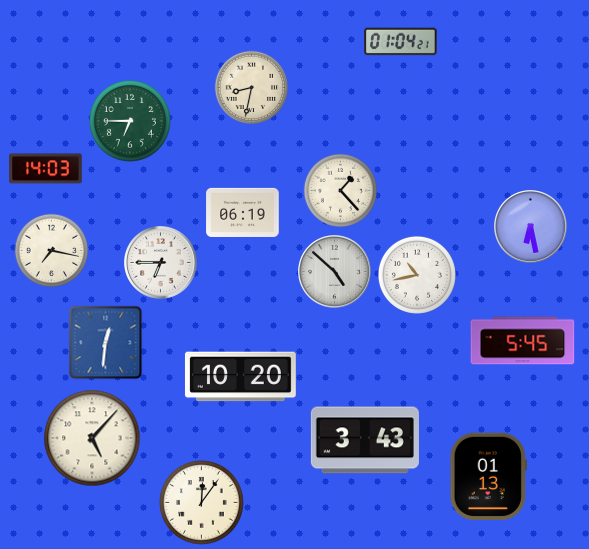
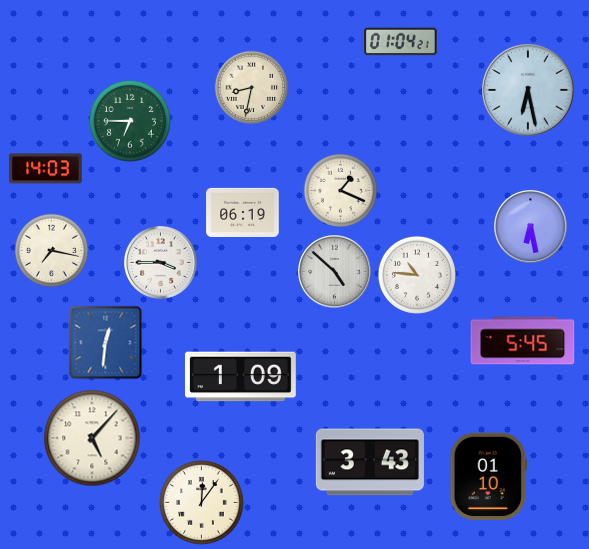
clock at (528, 90): none -> 6:28
clock at (341, 191): 1:23 -> 1:19
clock at (161, 263): 6:45 -> 3:45
clock at (417, 275): 10:43 -> 10:46
clock at (240, 377): 10:20 -> 1:09
clock at (365, 440) position: (365, 440) -> (370, 462)
clock at (488, 476): 01:13 -> 01:10
